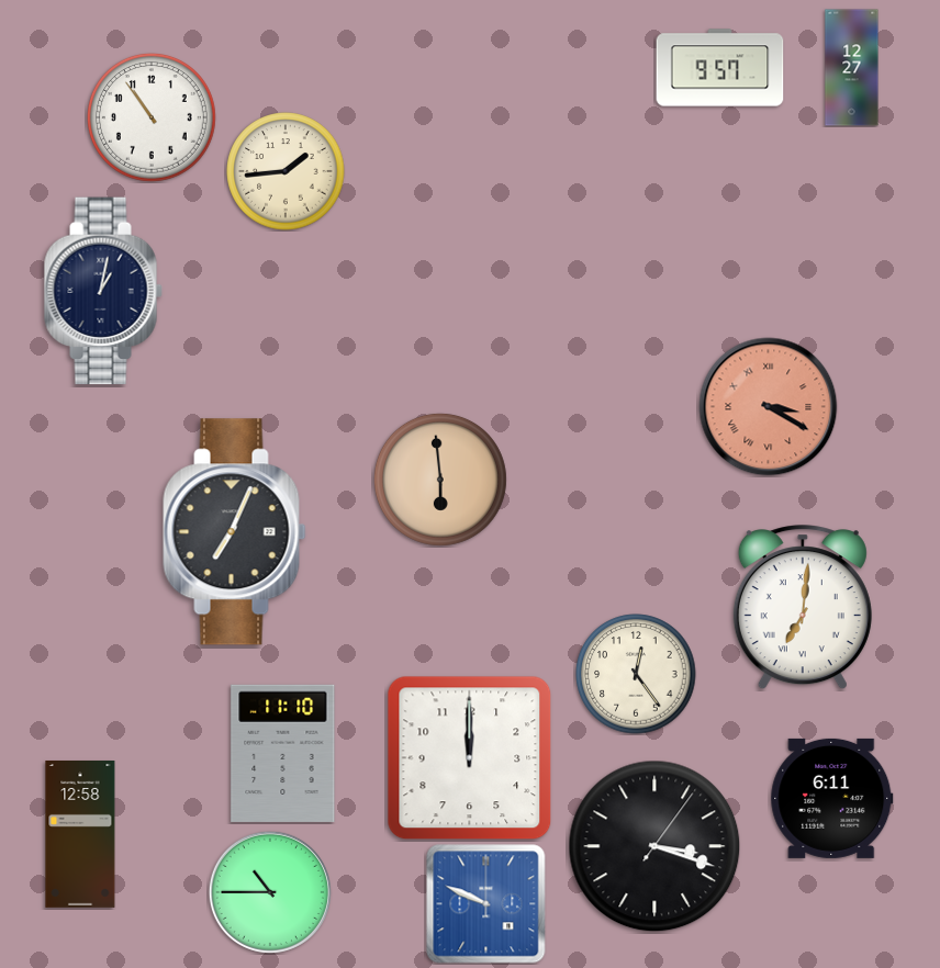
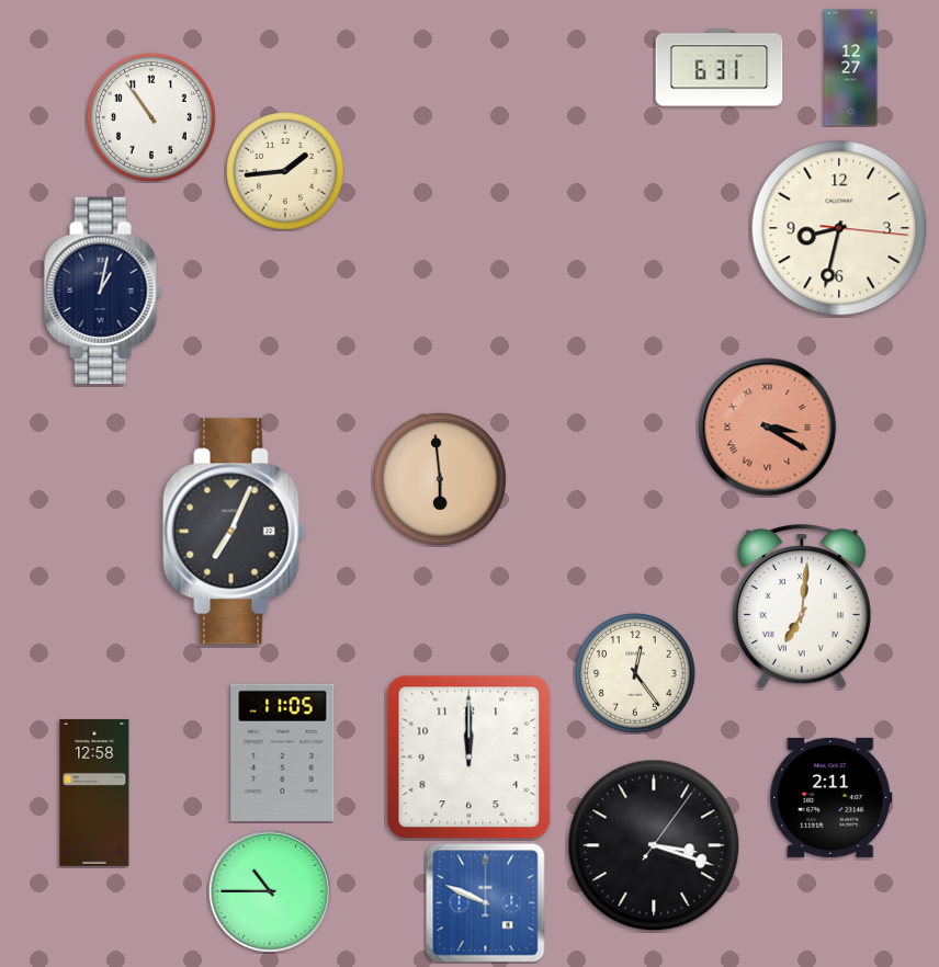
clock at (720, 68): 9:57 -> 6:31
clock at (839, 228): none -> 8:32
clock at (769, 407) position: (769, 407) -> (768, 428)
clock at (283, 753): 11:10 -> 11:05
clock at (832, 798): 6:11 -> 2:11
clock at (80, 834) position: (80, 834) -> (94, 793)
